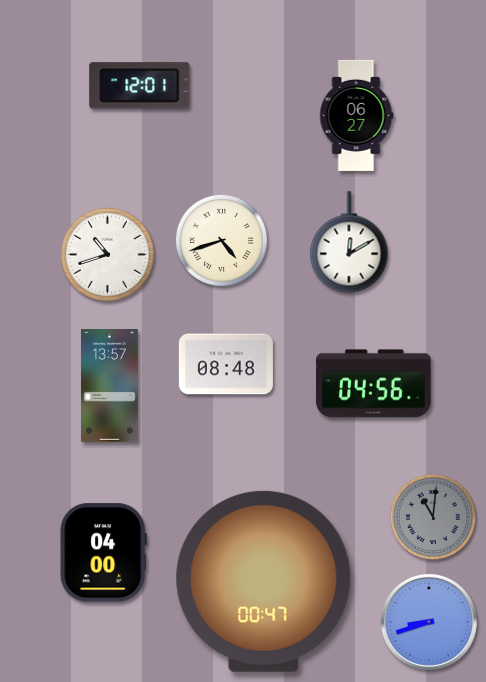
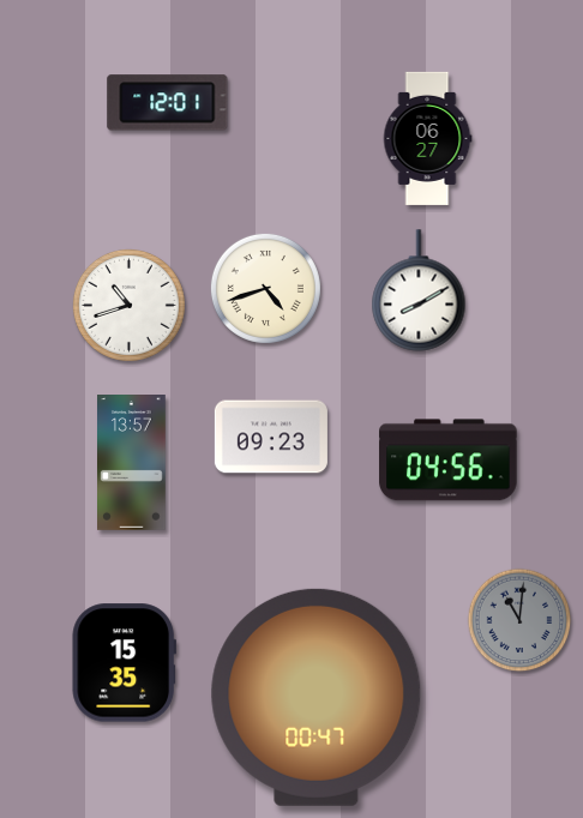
clock at (349, 242): 12:10 -> 8:10
clock at (226, 364): 08:48 -> 09:23
clock at (103, 553): 04:00 -> 15:35
clock at (429, 622): 8:42 -> none
